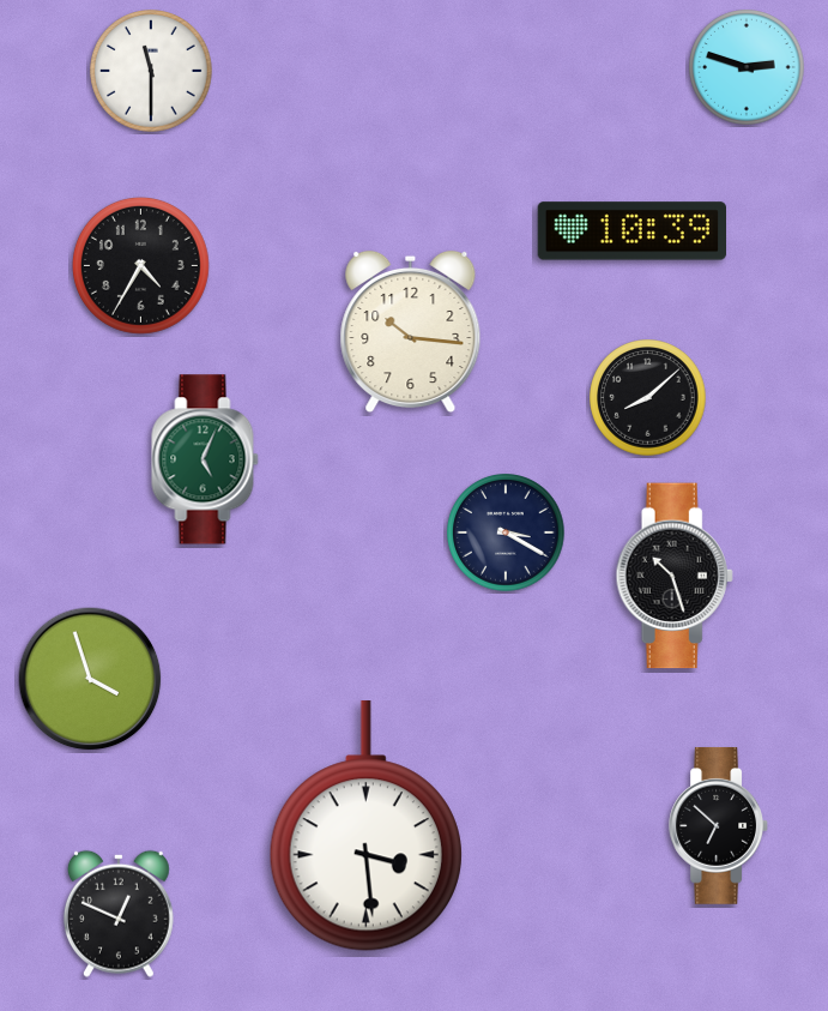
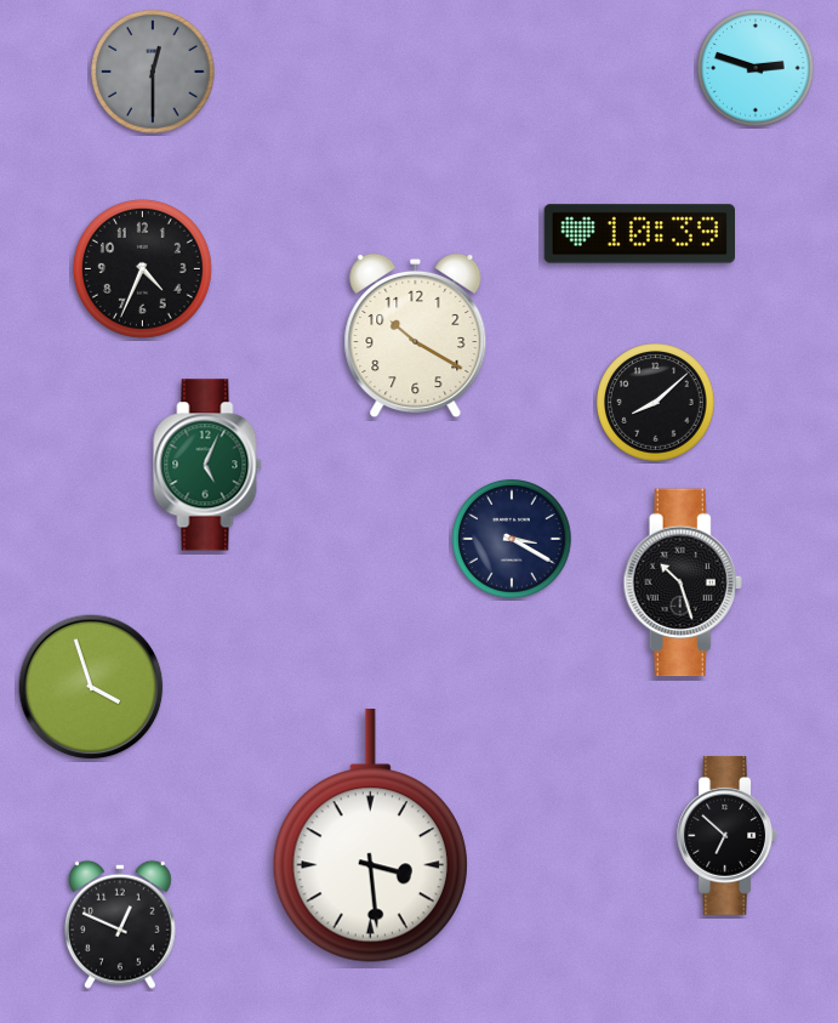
clock at (151, 71): 11:30 -> 12:30
clock at (151, 71) dial: white -> grey
clock at (140, 265): 4:35 -> 4:34
clock at (411, 332): 10:16 -> 10:20
